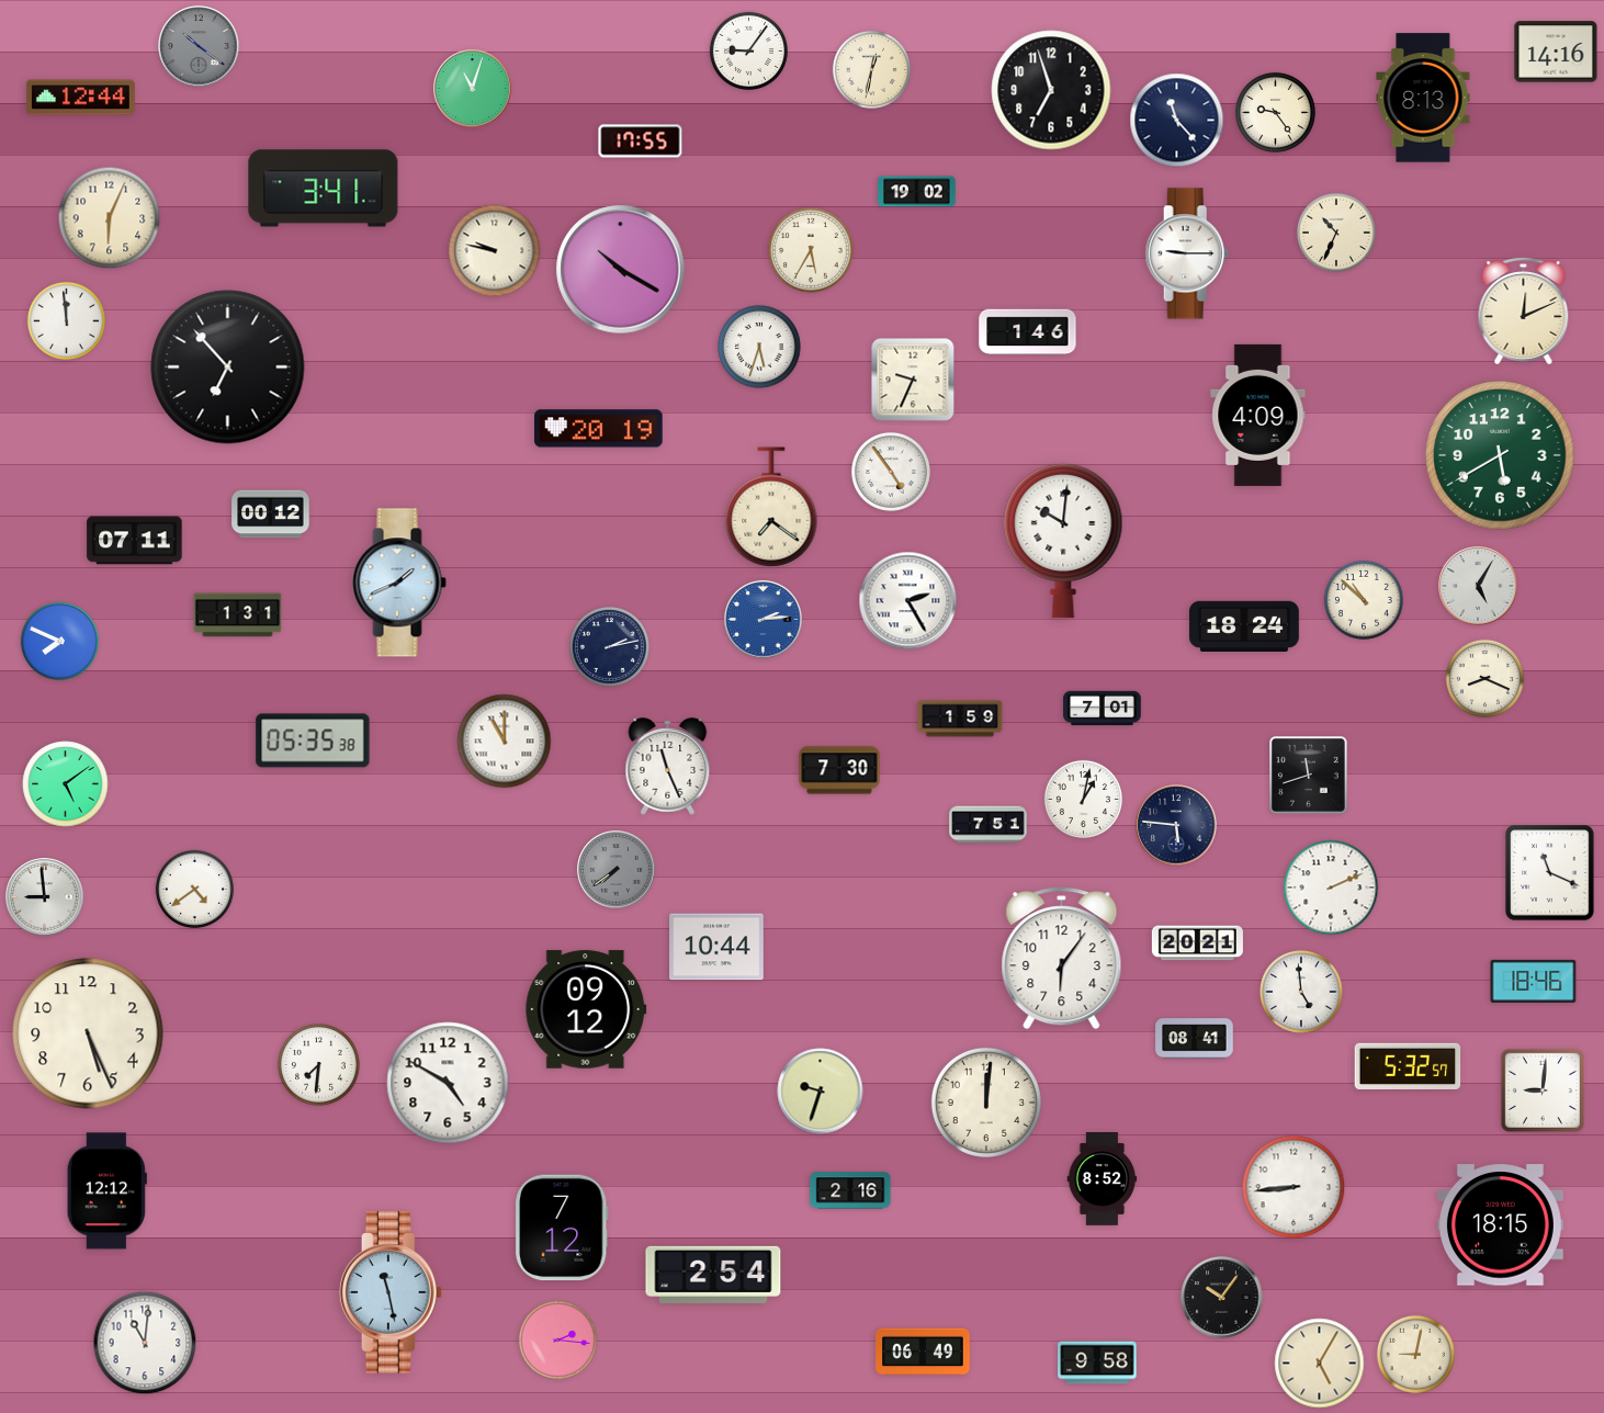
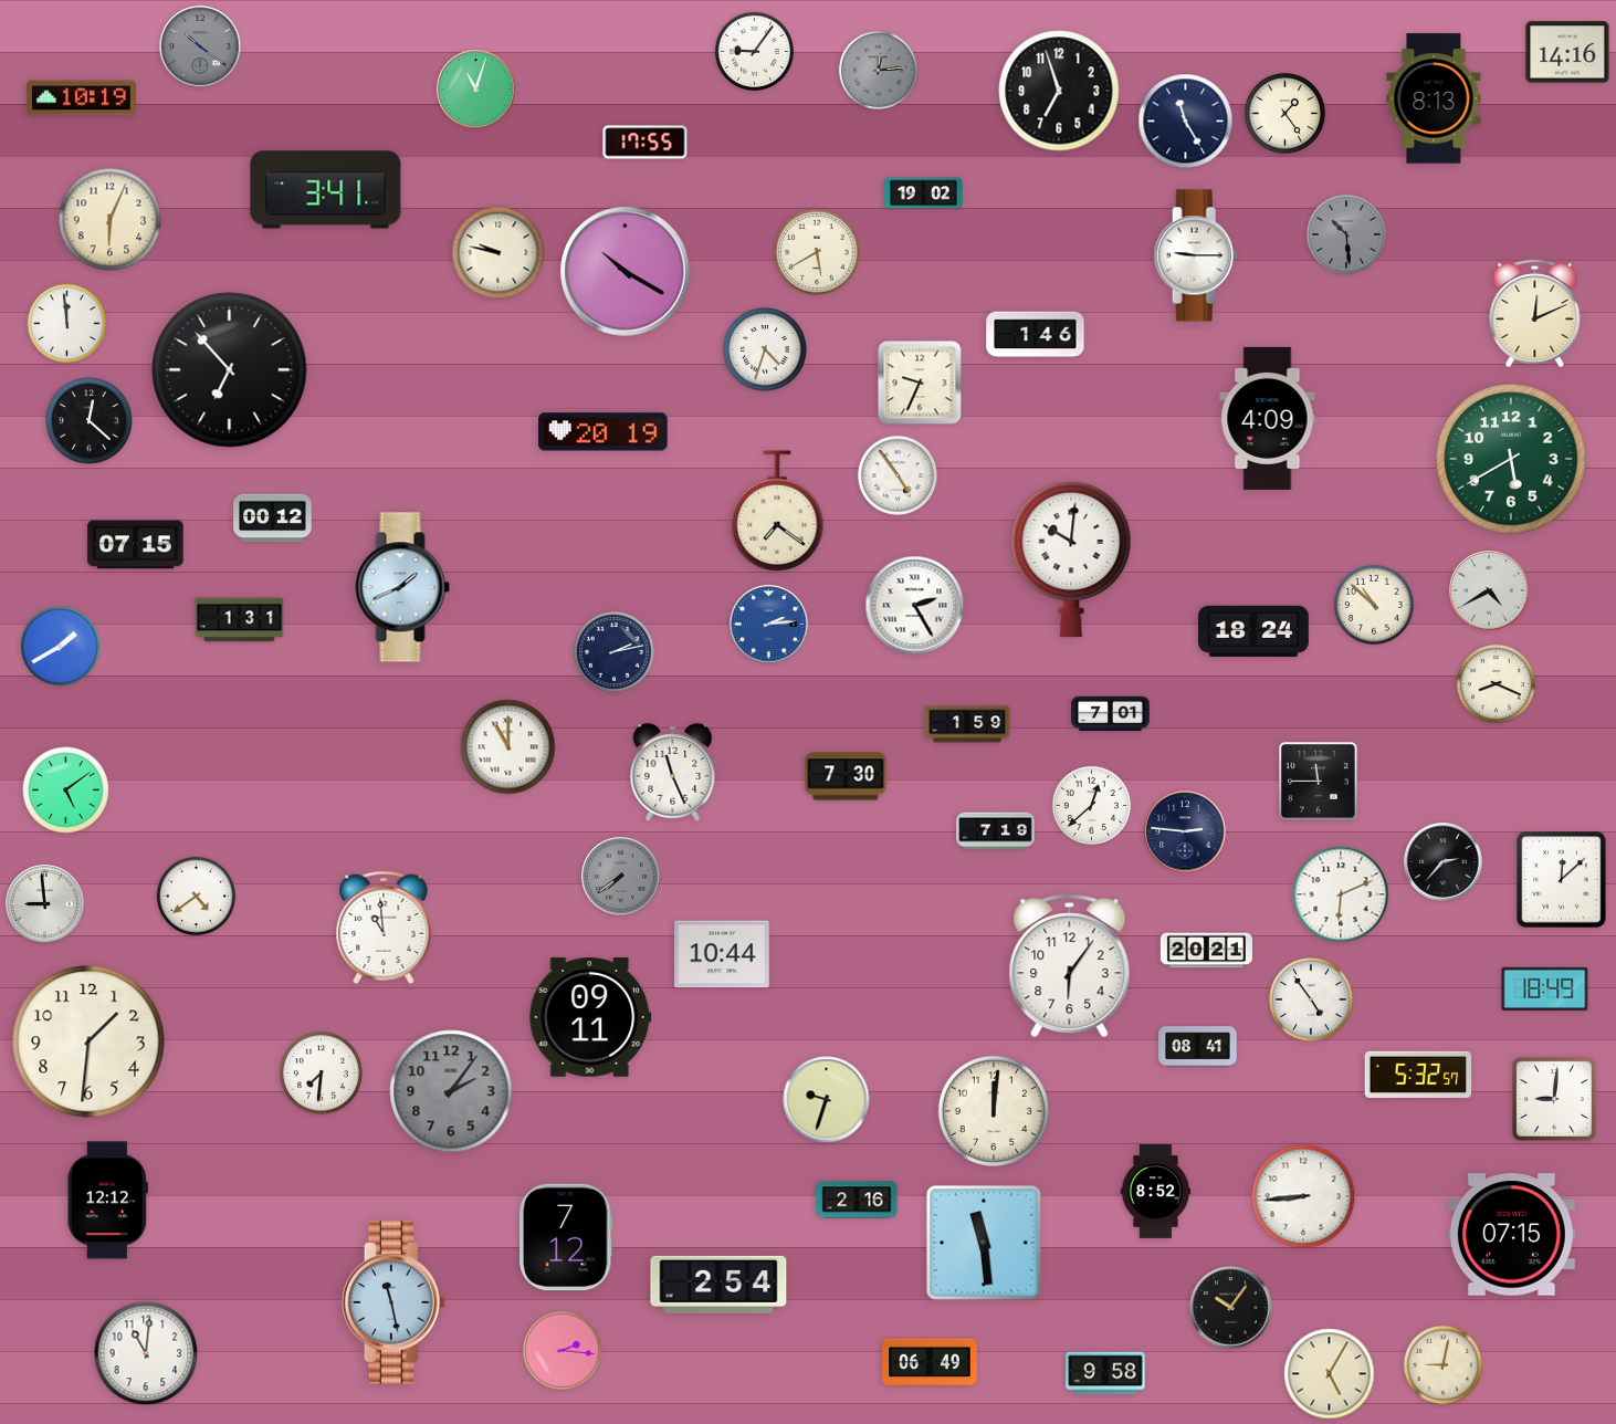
clock at (871, 69): 12:32 -> 12:14
clock at (871, 69) dial: cream -> grey
clock at (80, 98): 12:44 -> 10:19
clock at (1275, 112): 9:24 -> 1:24
clock at (1177, 121): 11:23 -> 11:25
clock at (1336, 233): 10:34 -> 10:29
clock at (1336, 233) dial: cream -> grey
clock at (811, 250): 5:35 -> 5:40
clock at (759, 347): 5:33 -> 4:33
clock at (90, 421): none -> 12:22
clock at (135, 541): 07:11 -> 07:15
clock at (1063, 541) position: (1063, 541) -> (1071, 559)
clock at (1478, 586): 5:05 -> 4:40
clock at (59, 641): 7:49 -> 1:40
clock at (313, 741): 05:35 -> none
clock at (1309, 776): 11:42 -> 11:45
clock at (1083, 799): 1:02 -> 12:38
clock at (989, 825): 7:51 -> 7:19
clock at (1176, 825): 5:46 -> 2:46
clock at (1444, 862): none -> 2:37
clock at (1550, 873): 11:19 -> 12:08
clock at (1331, 888): 2:11 -> 6:11
clock at (384, 928): none -> 10:59
clock at (1534, 981): 18:46 -> 18:49
clock at (1301, 992): 4:59 -> 4:54
clock at (586, 1009): 09:12 -> 09:11
clock at (88, 1033): 5:26 -> 1:31
clock at (1195, 1039) position: (1195, 1039) -> (1198, 1047)
clock at (448, 1083): 4:50 -> 2:06
clock at (448, 1083) dial: white -> grey
clock at (1103, 1179) position: (1103, 1179) -> (1156, 1192)
clock at (1500, 1225): 18:15 -> 07:15
clock at (984, 1243): none -> 11:29
clock at (1415, 1354) position: (1415, 1354) -> (1442, 1364)
